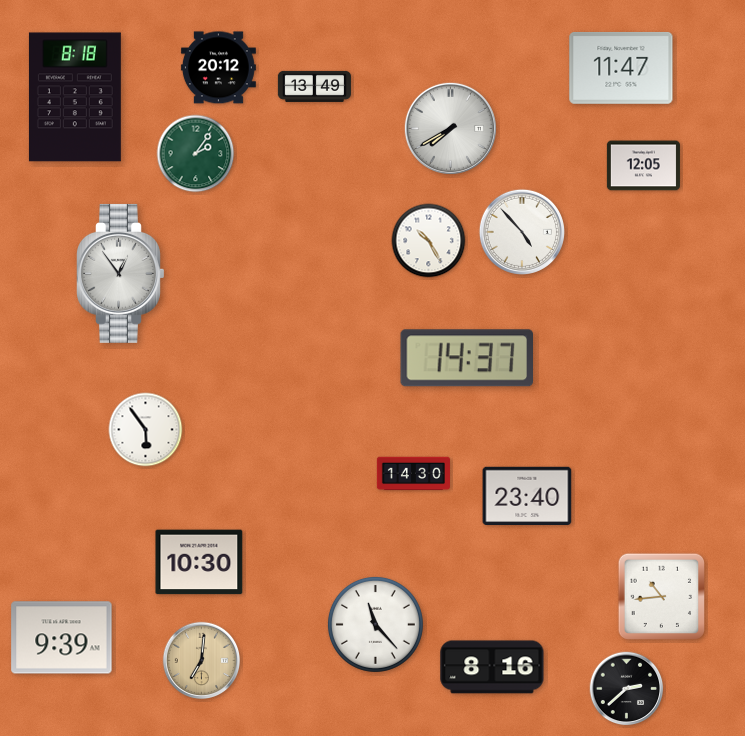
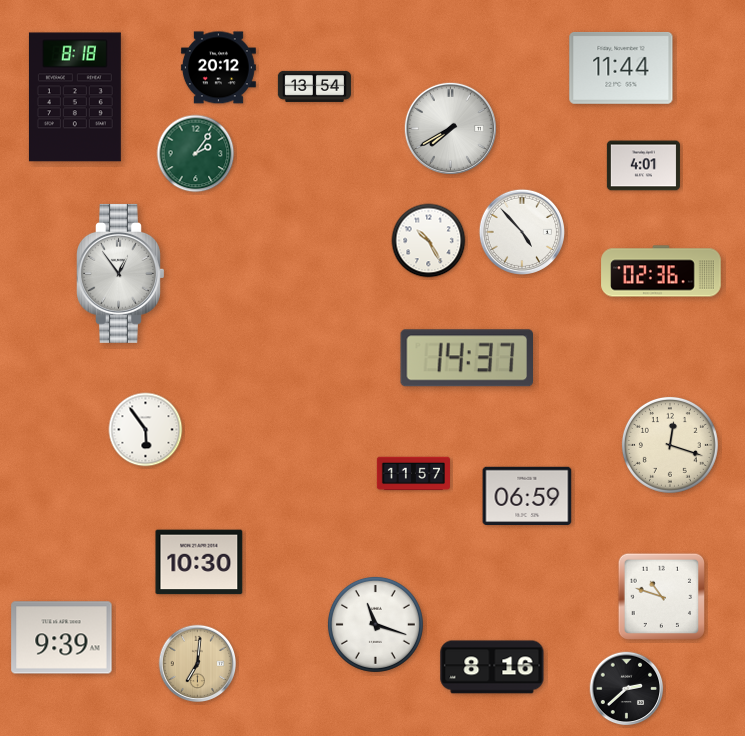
clock at (621, 68): 11:47 -> 11:44
clock at (314, 86): 13:49 -> 13:54
clock at (643, 166): 12:05 -> 4:01
clock at (661, 271): none -> 02:36
clock at (670, 445): none -> 12:18
clock at (413, 474): 14:30 -> 11:57
clock at (527, 495): 23:40 -> 06:59
clock at (662, 597): 10:44 -> 10:48
clock at (375, 624): 11:23 -> 11:18
clock at (202, 661) position: (202, 661) -> (198, 664)
